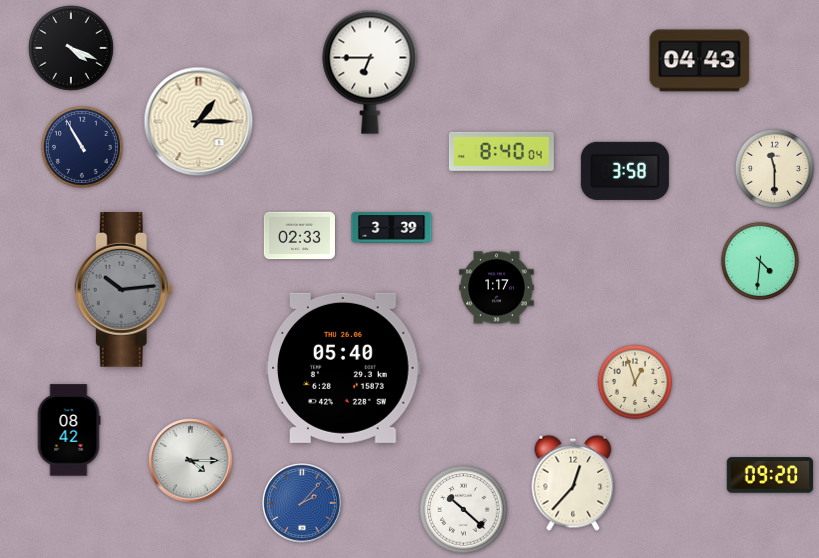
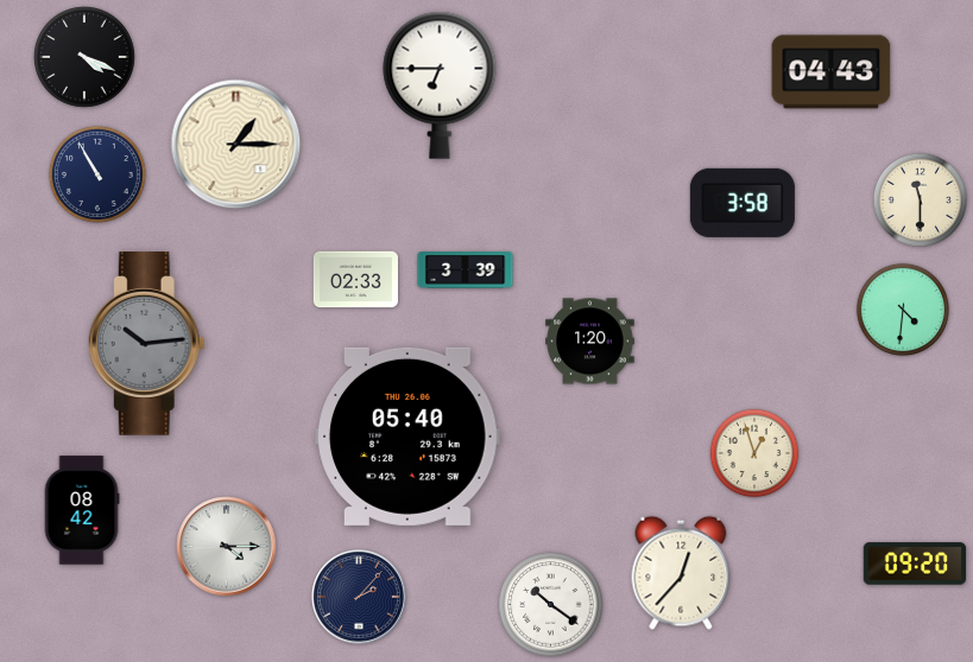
clock at (501, 151): 8:40 -> none
clock at (497, 288): 1:17 -> 1:20
clock at (303, 504) dial: blue -> navy
clock at (464, 510): 10:22 -> 10:21
